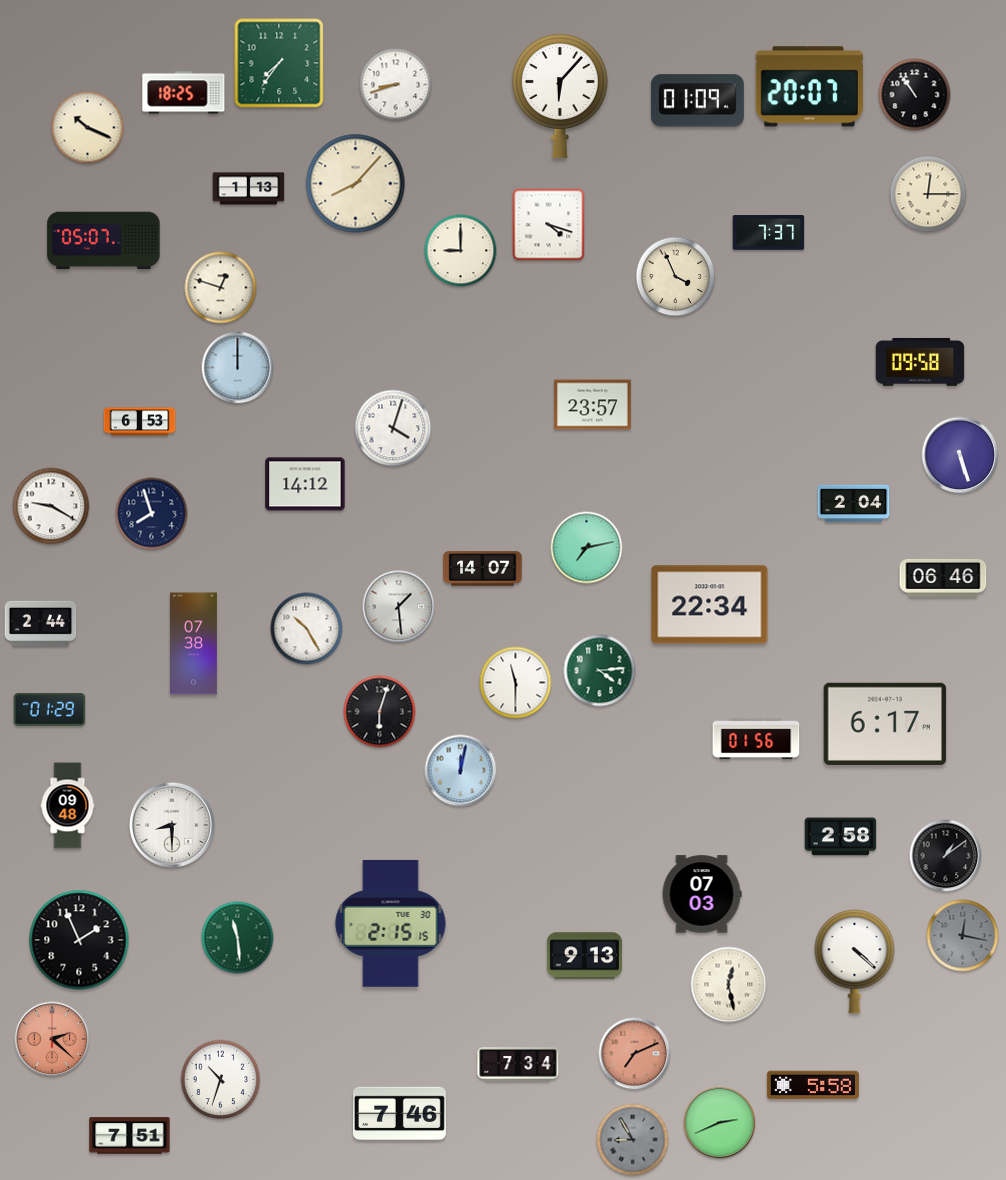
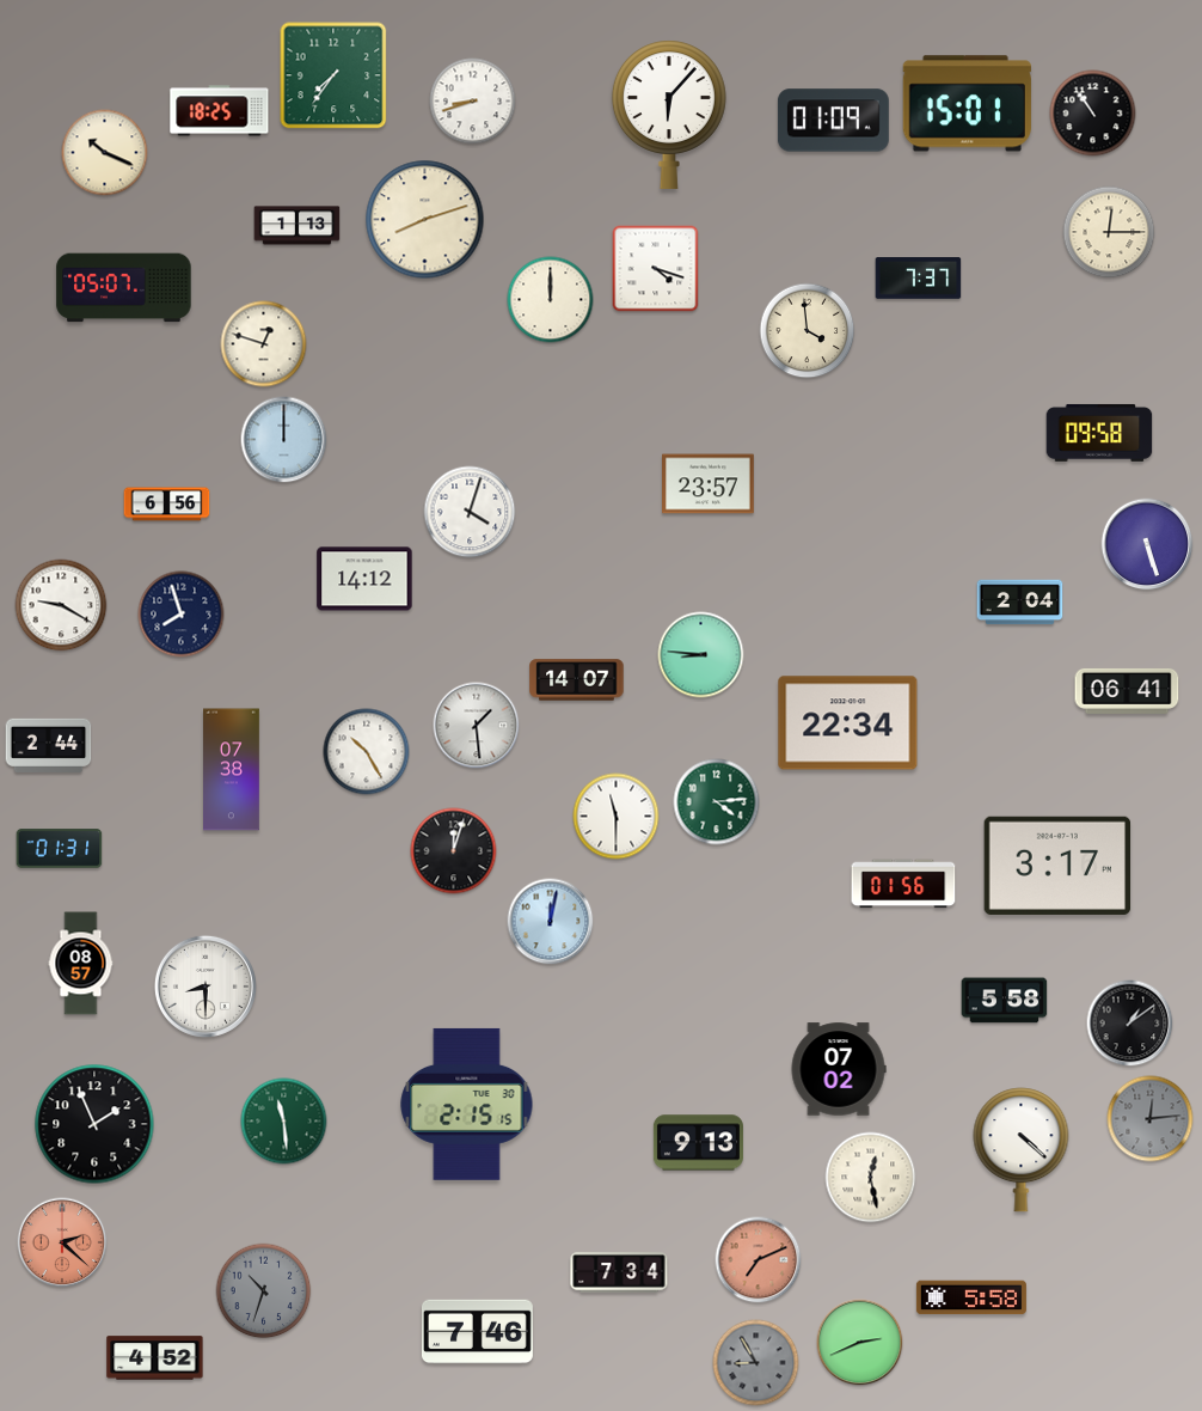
clock at (809, 87): 20:07 -> 15:01
clock at (356, 184): 8:07 -> 8:12
clock at (461, 251): 9:00 -> 12:00
clock at (676, 277): 3:56 -> 3:59
clock at (140, 422): 6:53 -> 6:56
clock at (587, 548): 7:13 -> 8:46
clock at (943, 578): 06:46 -> 06:41
clock at (50, 710): 01:29 -> 01:31
clock at (380, 712): 6:03 -> 12:03
clock at (885, 724): 6:17 -> 3:17
clock at (68, 806): 09:48 -> 08:57
clock at (841, 837): 2:58 -> 5:58
clock at (702, 894): 07:03 -> 07:02
clock at (963, 936): 12:17 -> 12:14
clock at (221, 1080) dial: white -> grey
clock at (130, 1136): 7:51 -> 4:52
